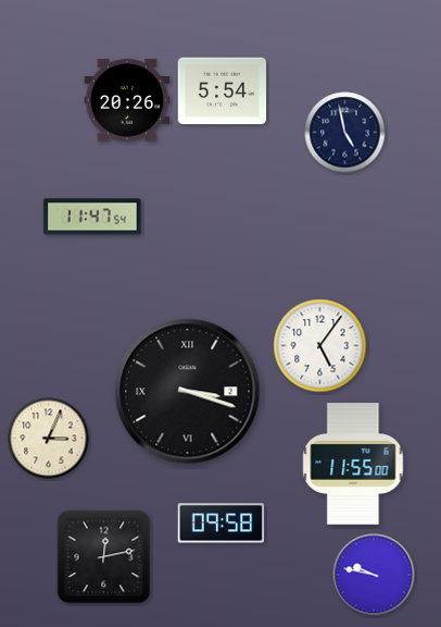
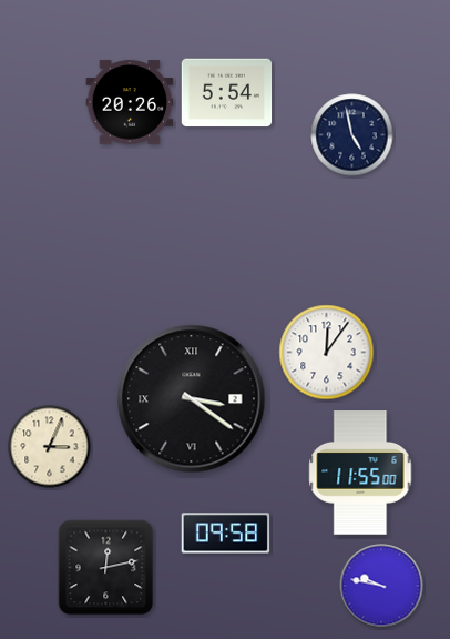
clock at (92, 217): 11:47 -> none
clock at (320, 346): 5:06 -> 12:06
clock at (188, 392): 3:18 -> 3:21
